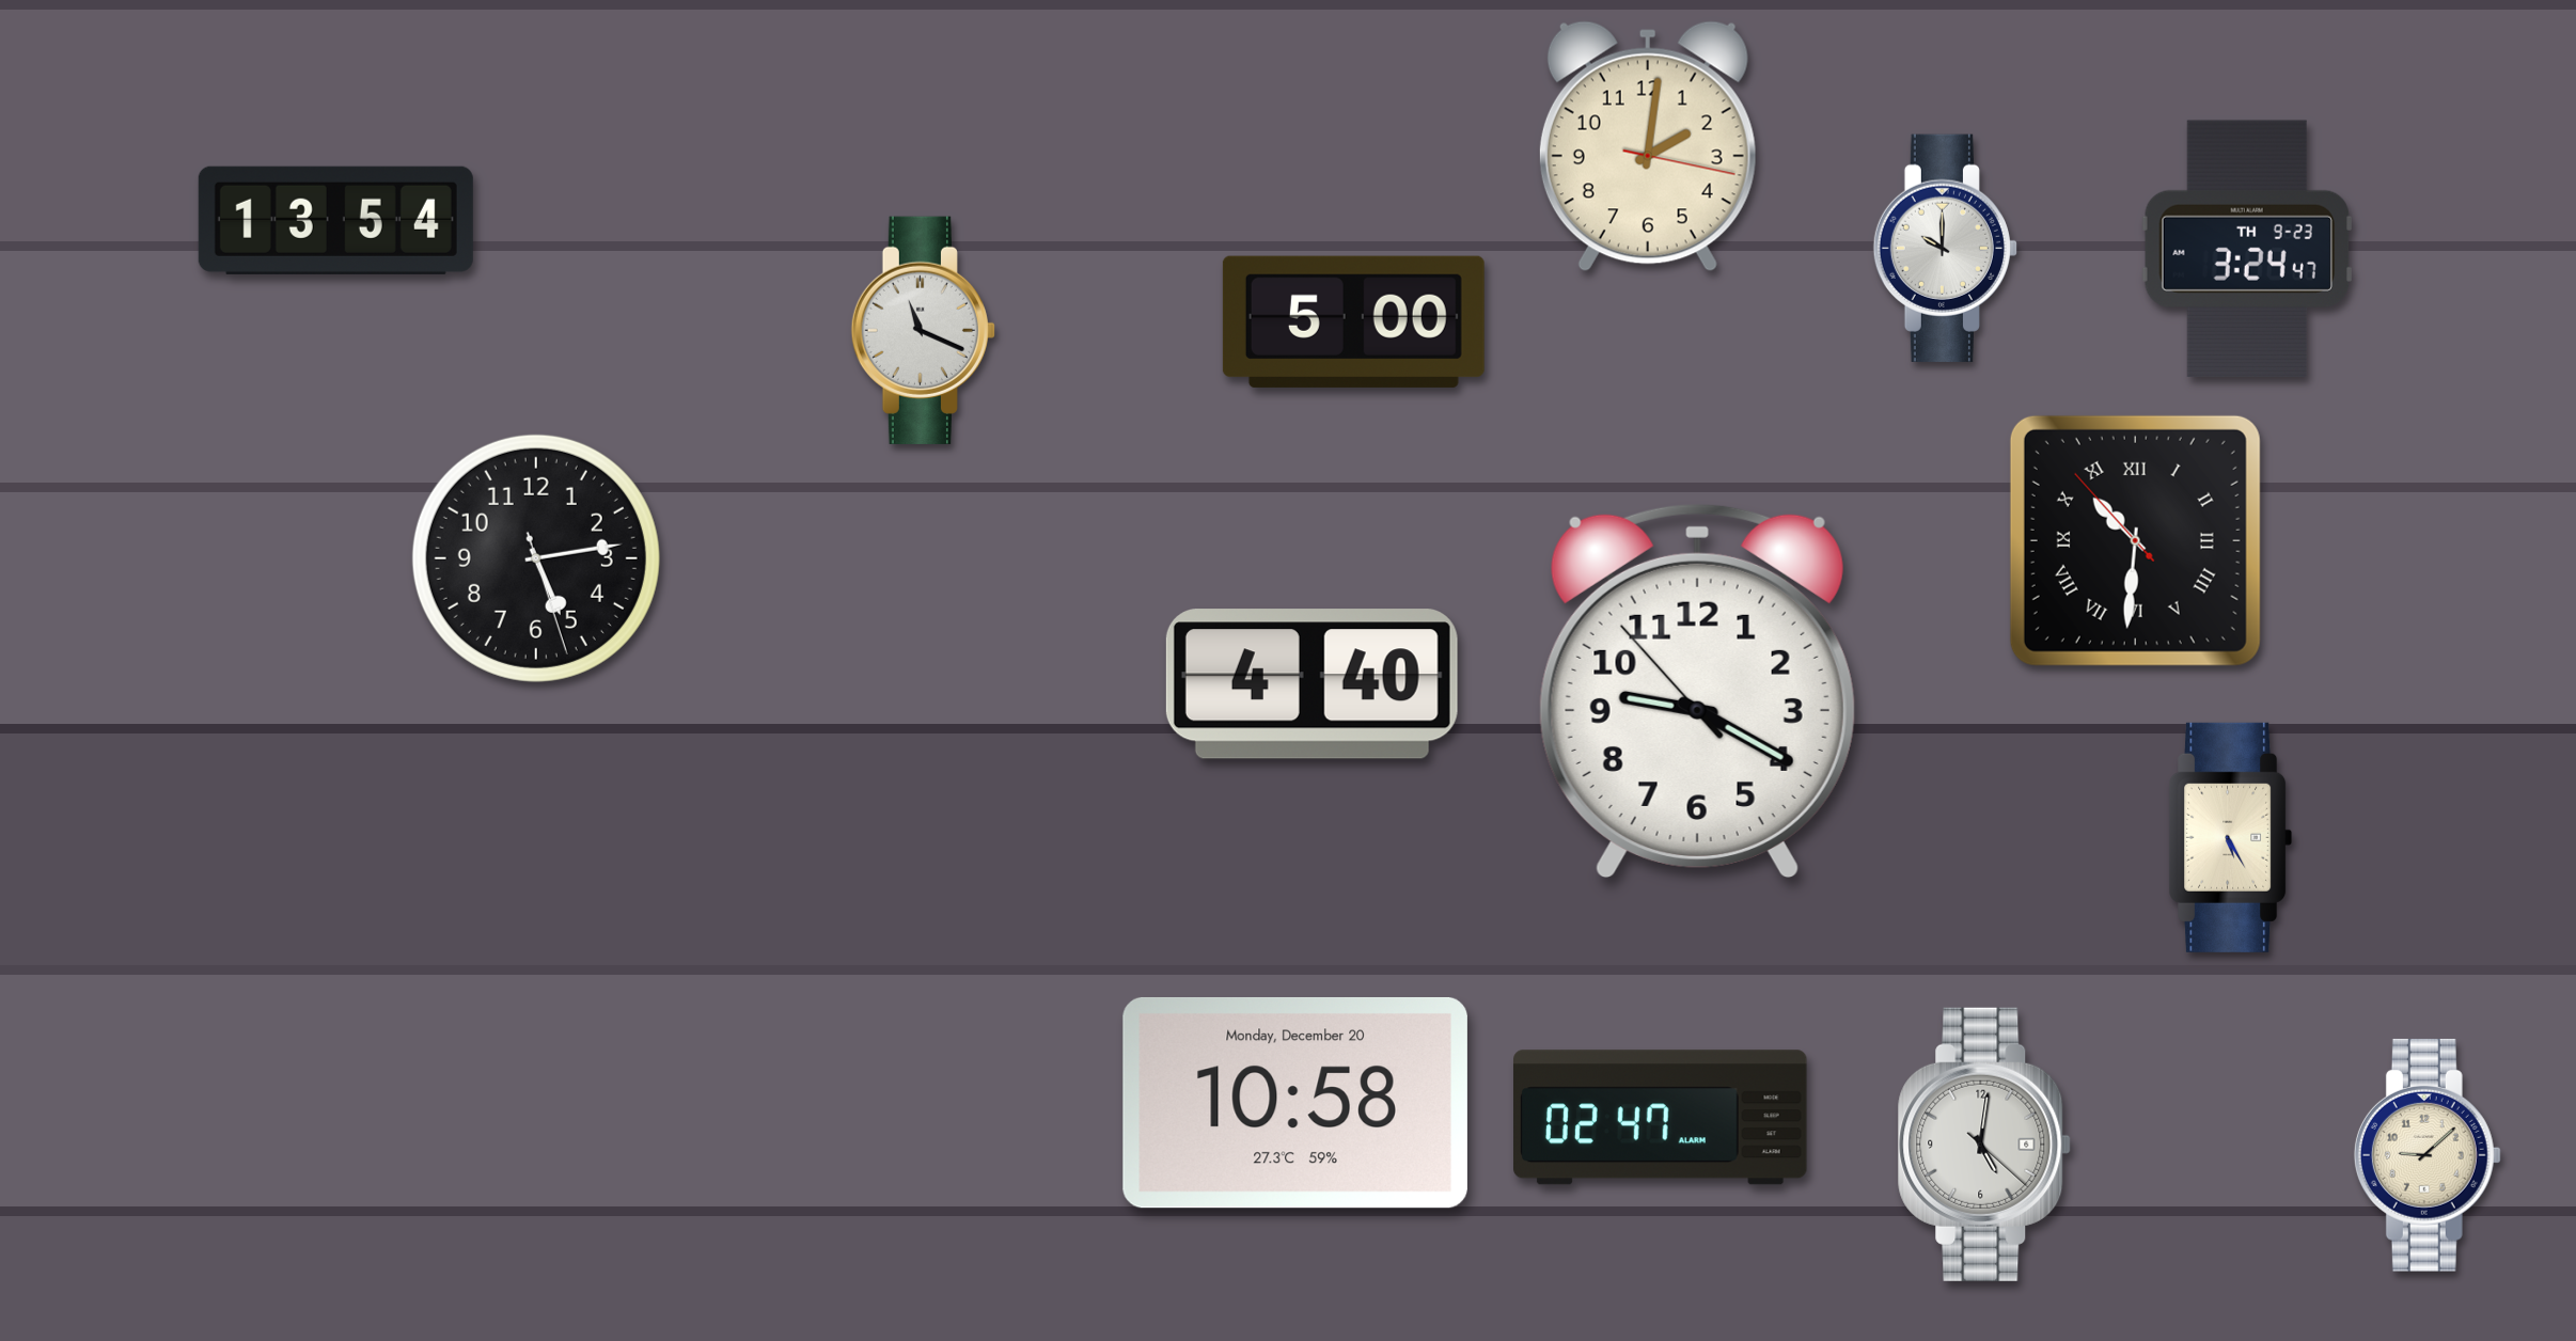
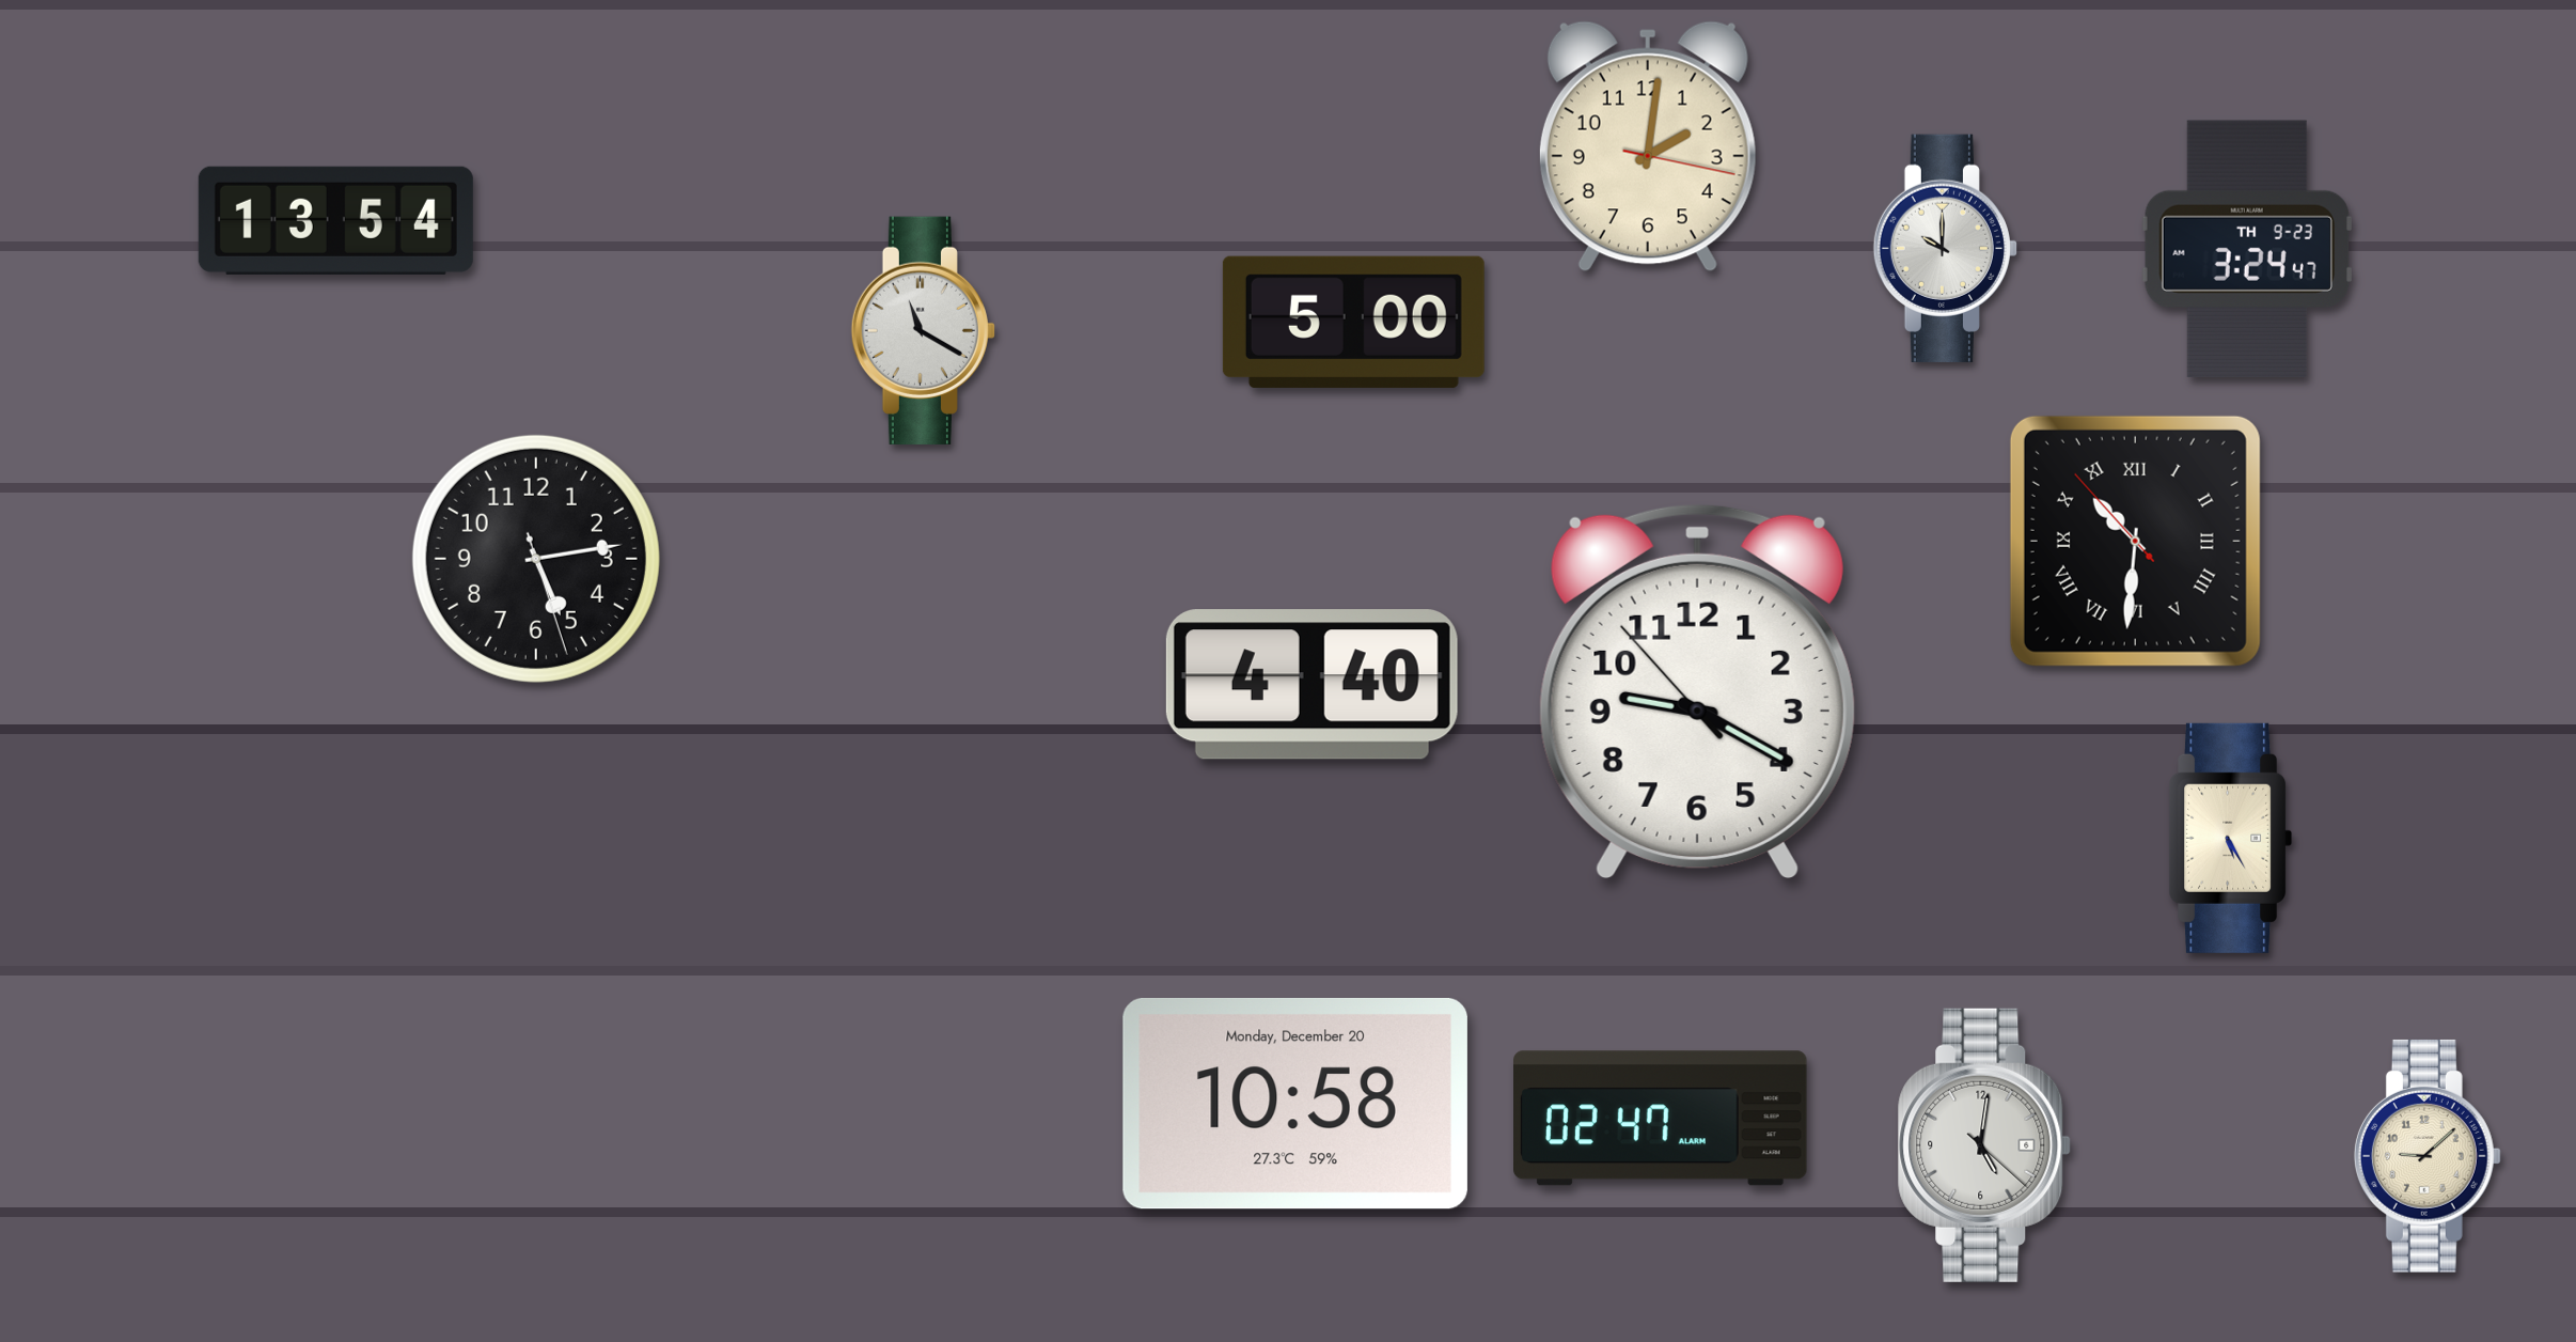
clock at (923, 330): 11:19 -> 11:20
